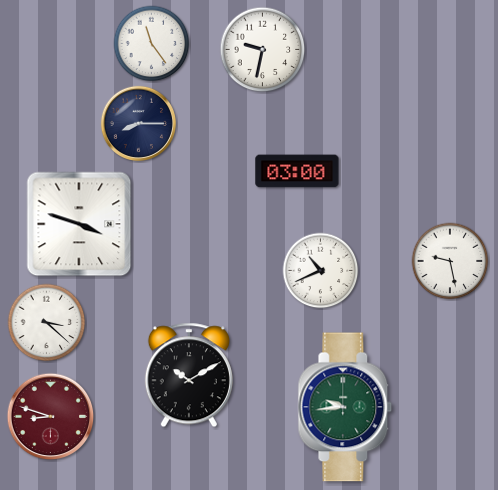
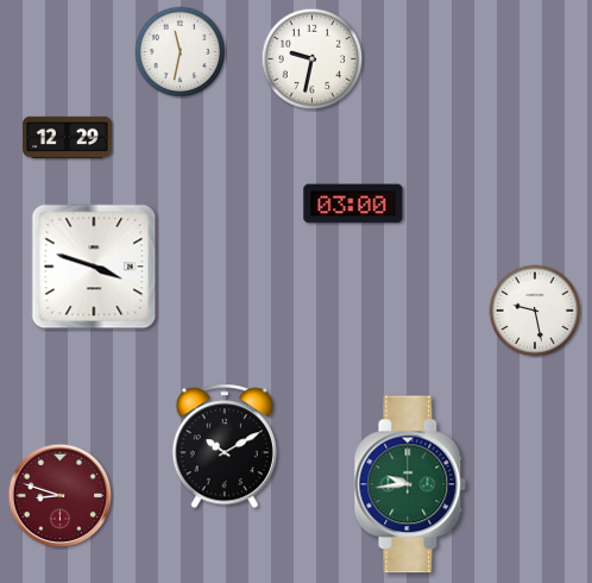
clock at (152, 44): 11:24 -> 11:32
clock at (68, 138): none -> 12:29
clock at (138, 123): 8:15 -> none
clock at (321, 271): 10:41 -> none
clock at (47, 323): 3:22 -> none
